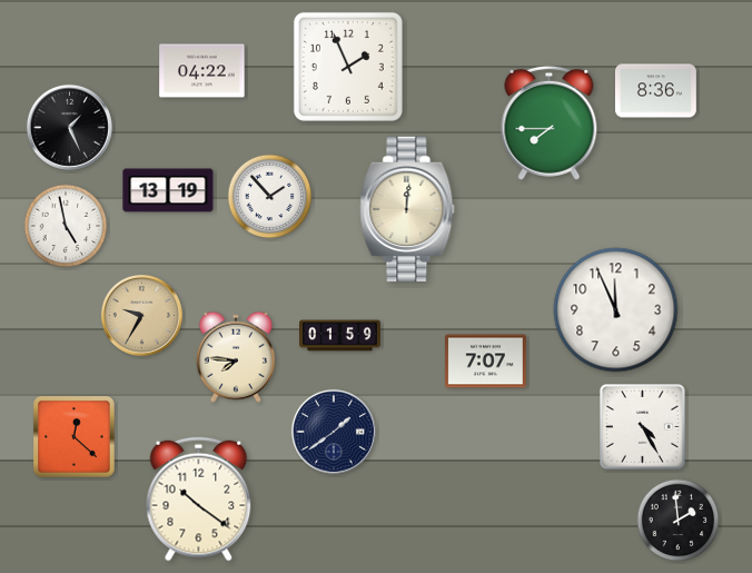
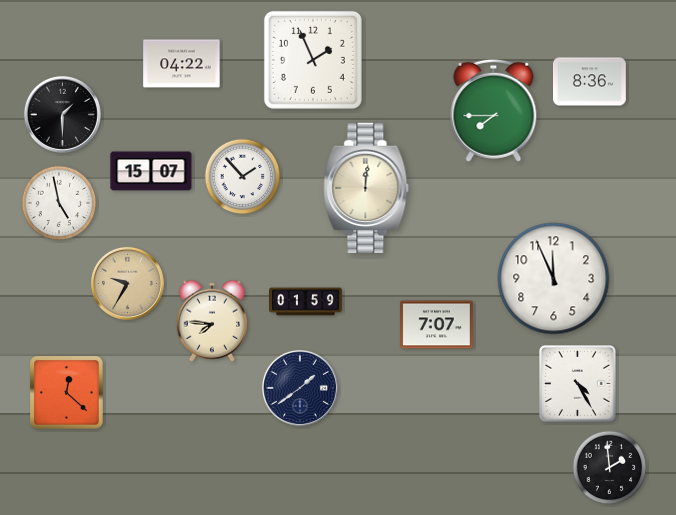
clock at (69, 127): 1:26 -> 1:30
clock at (168, 190): 13:19 -> 15:07
clock at (199, 500): 10:21 -> none
